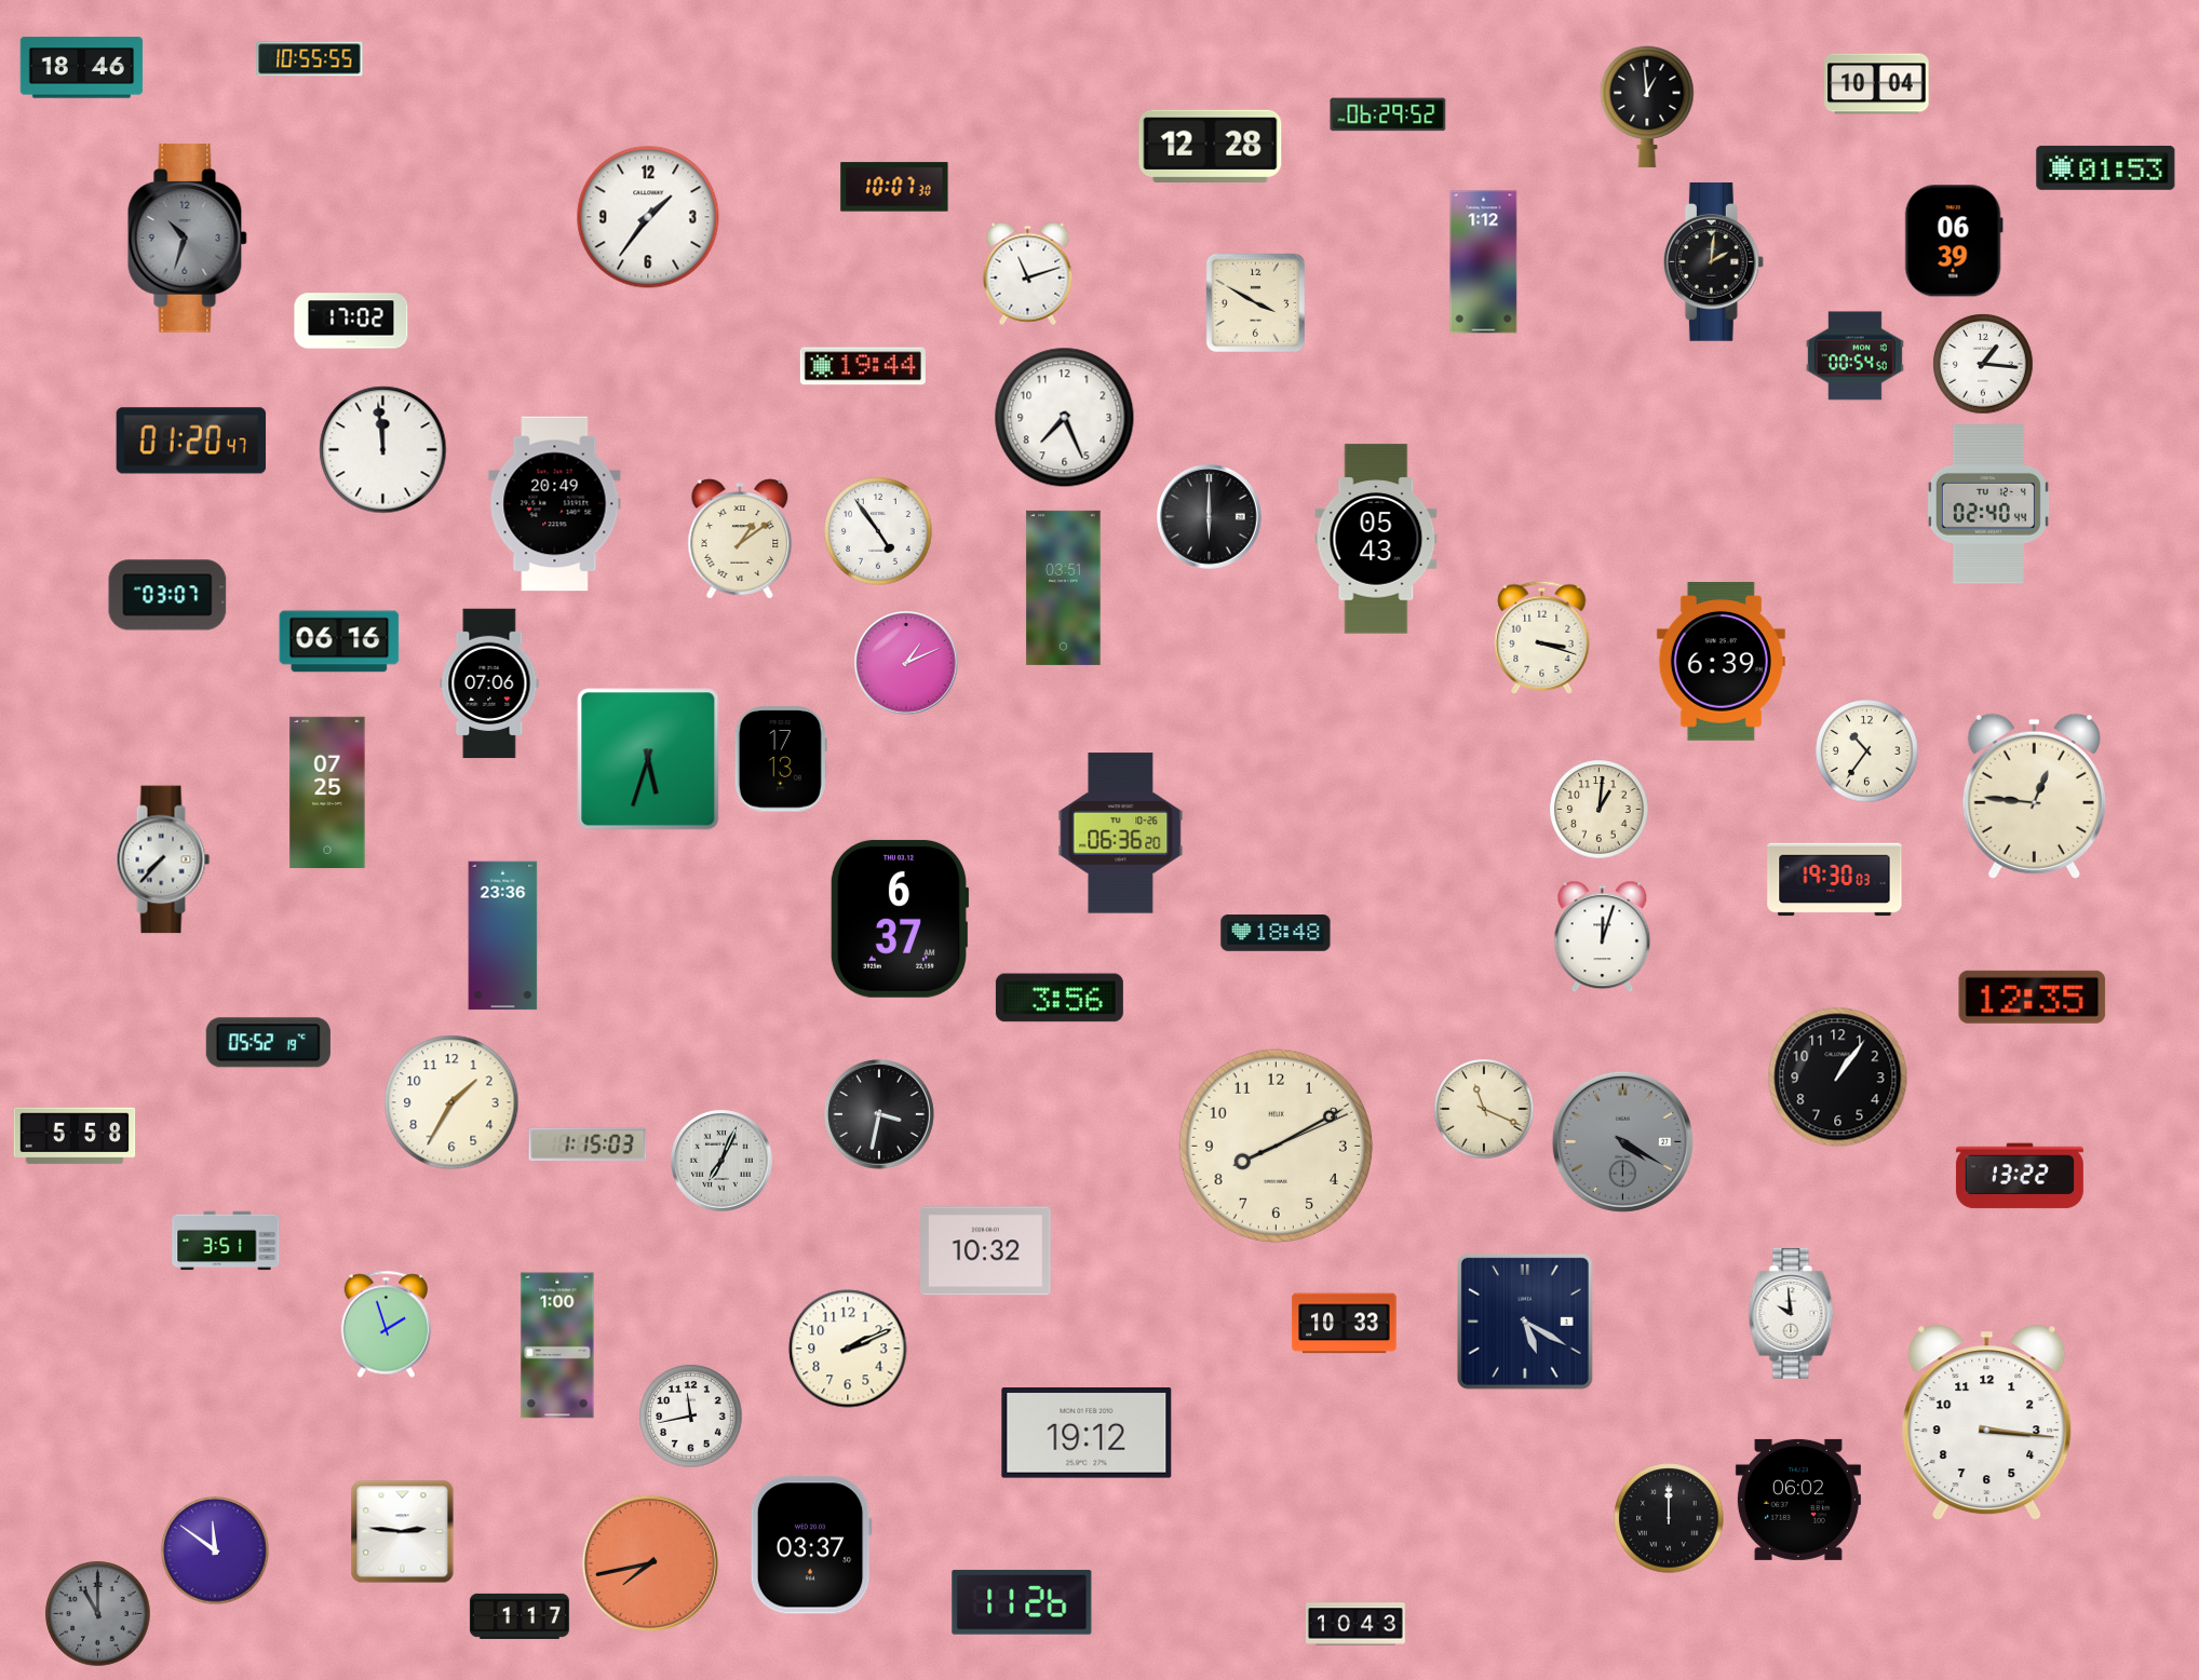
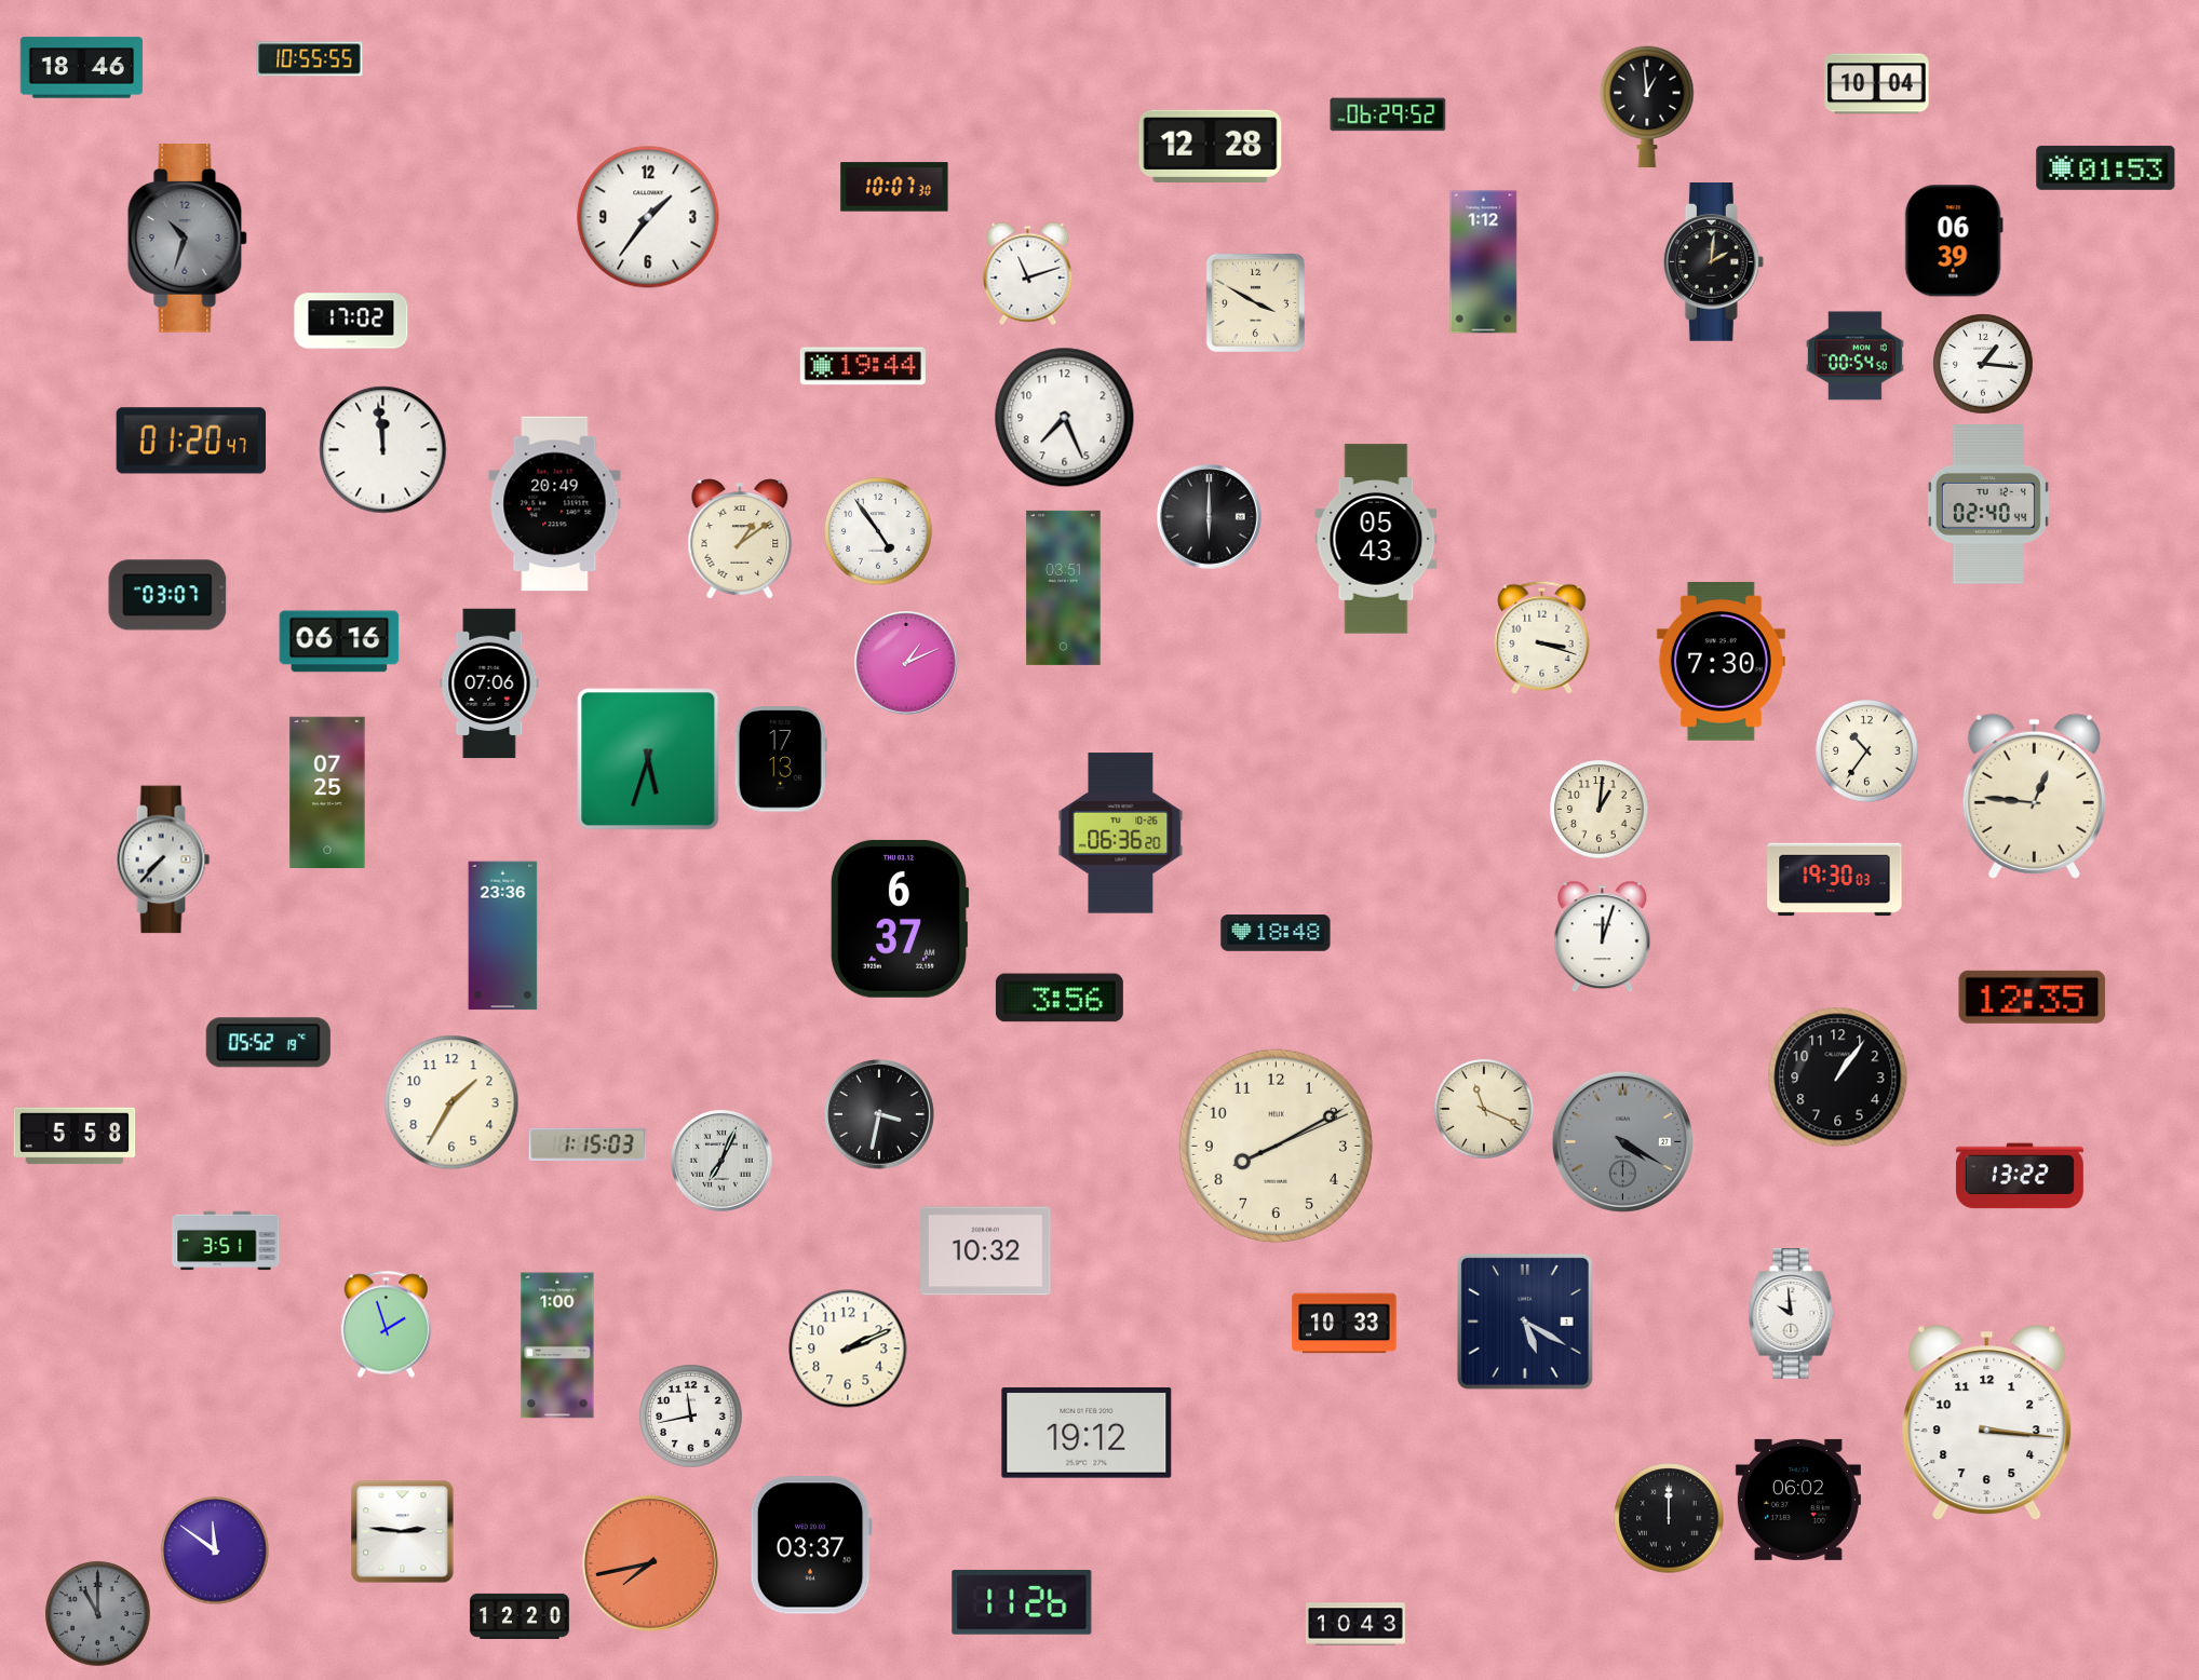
clock at (1721, 662): 6:39 -> 7:30
clock at (520, 1616): 1:17 -> 12:20
